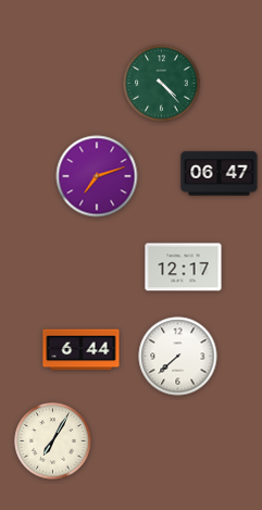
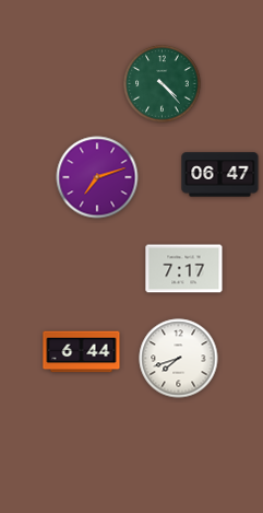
clock at (184, 268): 12:17 -> 7:17
clock at (178, 357): 7:38 -> 7:42
clock at (53, 441): 7:05 -> none
